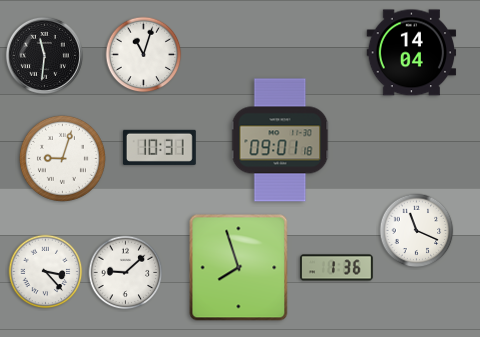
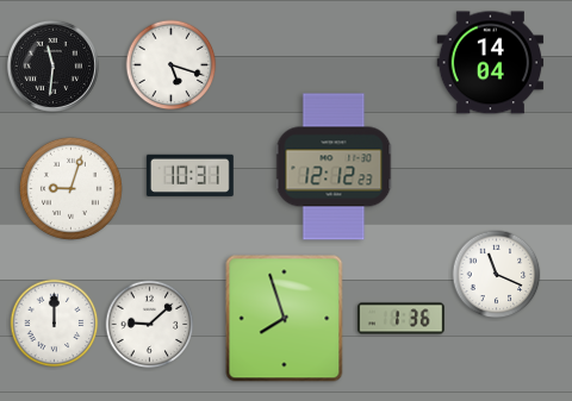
clock at (144, 55): 11:03 -> 5:18
clock at (280, 140): 09:01 -> 12:12
clock at (62, 158) position: (62, 158) -> (70, 188)
clock at (46, 272): 3:23 -> 12:00
